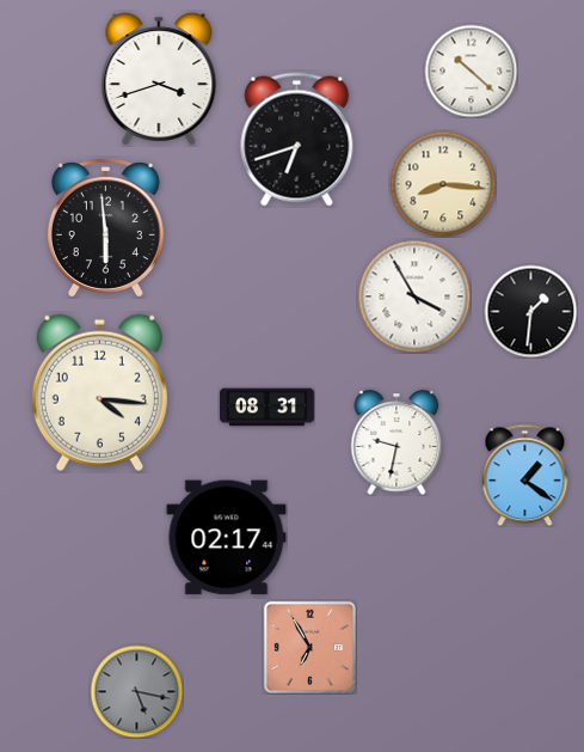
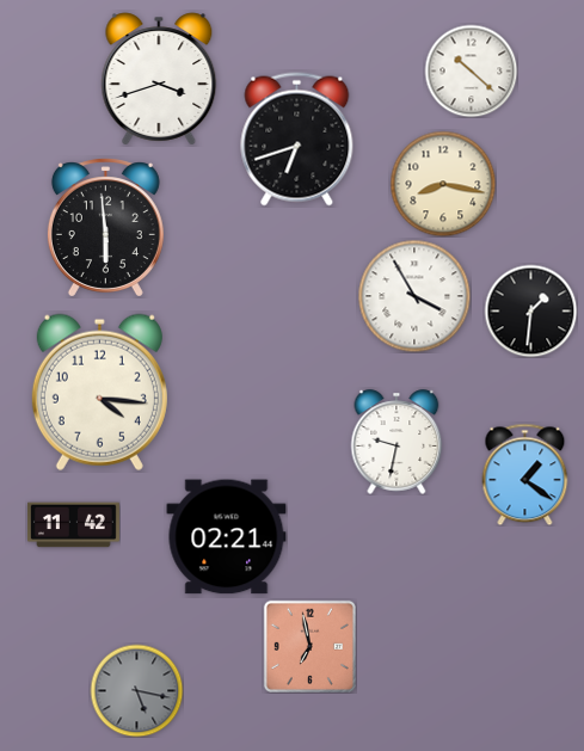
clock at (443, 184): 8:16 -> 8:17
clock at (268, 408): 08:31 -> none
clock at (74, 525): none -> 11:42
clock at (227, 538): 02:17 -> 02:21
clock at (309, 647): 6:55 -> 6:58
